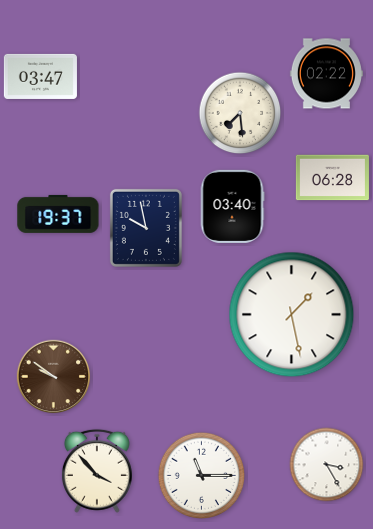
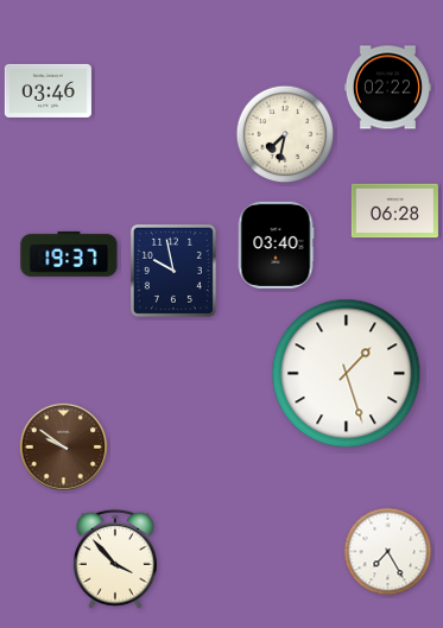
clock at (40, 76): 03:47 -> 03:46
clock at (240, 113): 7:29 -> 7:32
clock at (292, 315): 1:28 -> 1:27
clock at (327, 465): 3:25 -> 7:25
clock at (201, 475): 11:15 -> none
